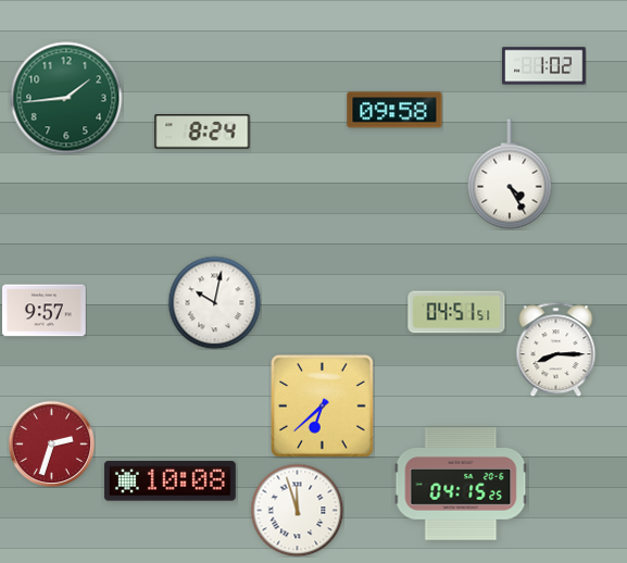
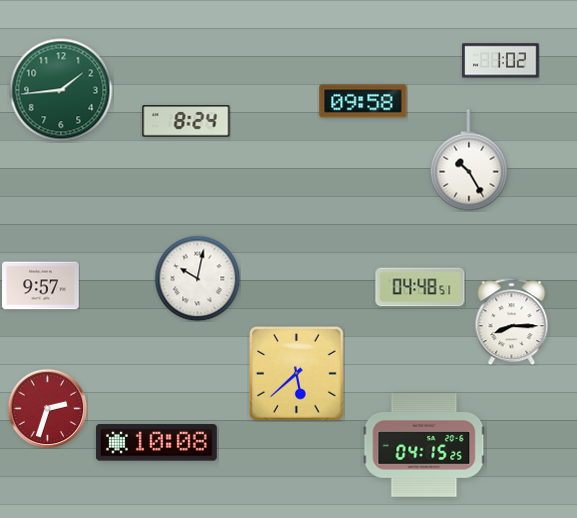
clock at (510, 174): 4:25 -> 10:25
clock at (456, 312): 04:51 -> 04:48
clock at (323, 406): 6:38 -> 5:38
clock at (297, 510): 11:57 -> none
